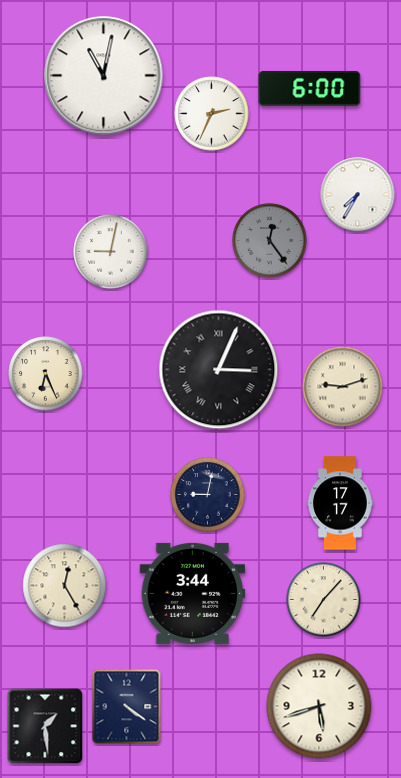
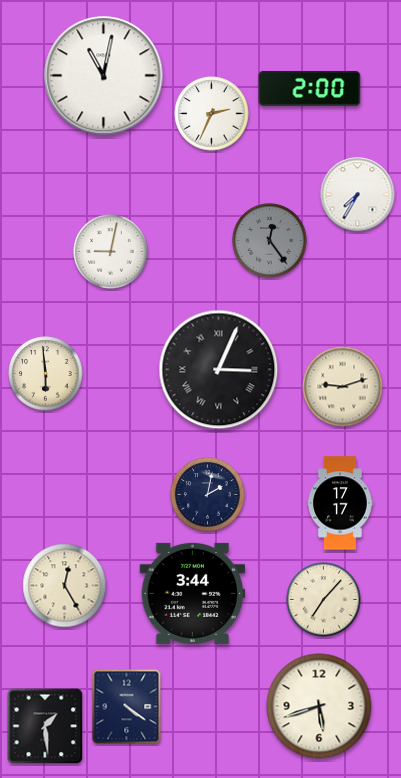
clock at (310, 88): 6:00 -> 2:00
clock at (46, 374): 6:26 -> 5:59
clock at (208, 495): 9:02 -> 2:02
